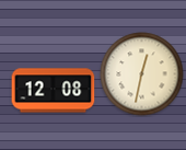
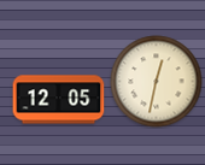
clock at (54, 91): 12:08 -> 12:05
